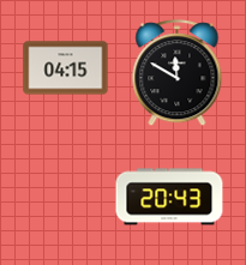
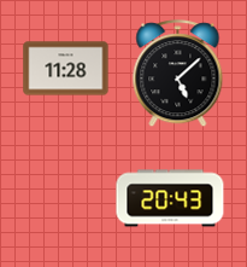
clock at (66, 68): 04:15 -> 11:28
clock at (178, 73): 11:50 -> 5:08
